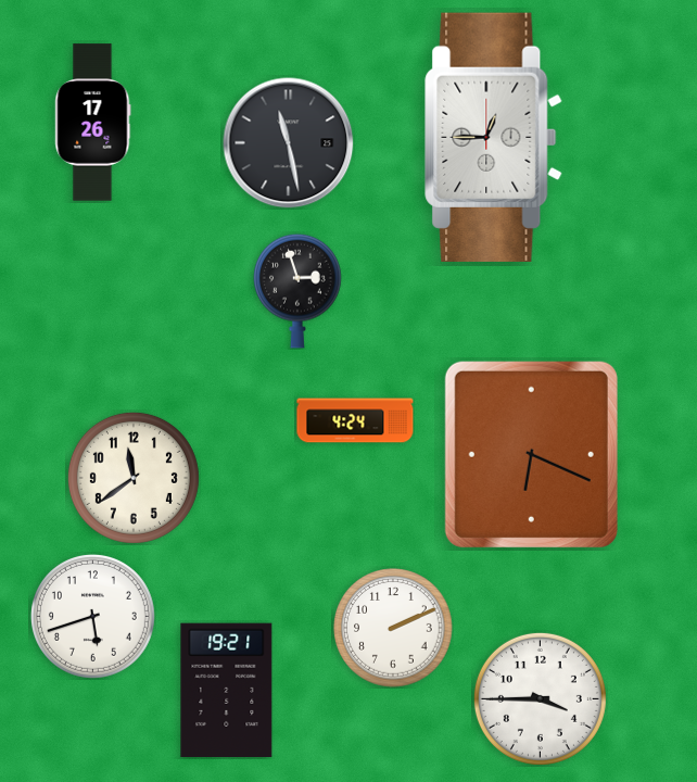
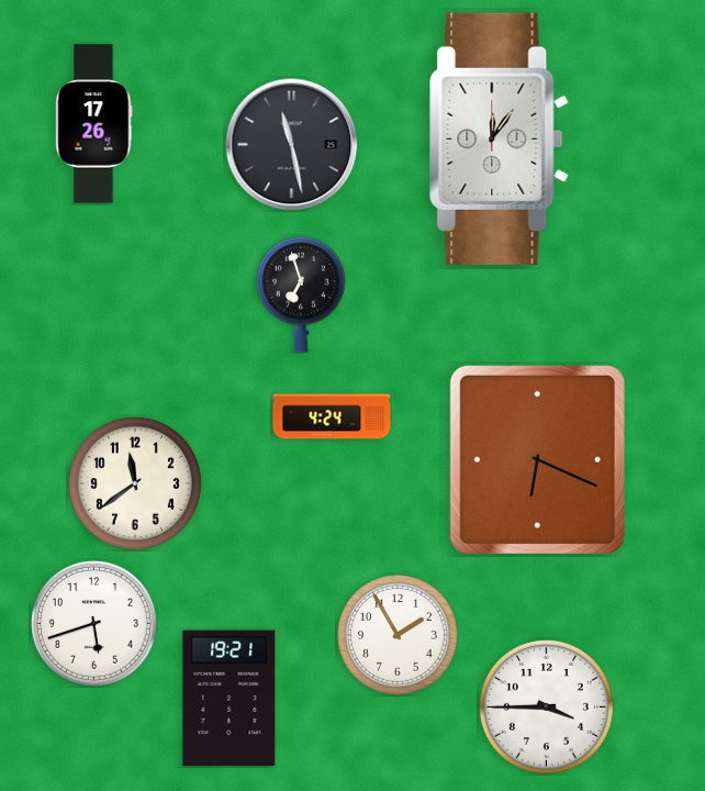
clock at (494, 137): 12:45 -> 12:06
clock at (297, 291): 2:57 -> 6:57
clock at (355, 420) position: (355, 420) -> (332, 416)
clock at (393, 628): 2:11 -> 1:55
